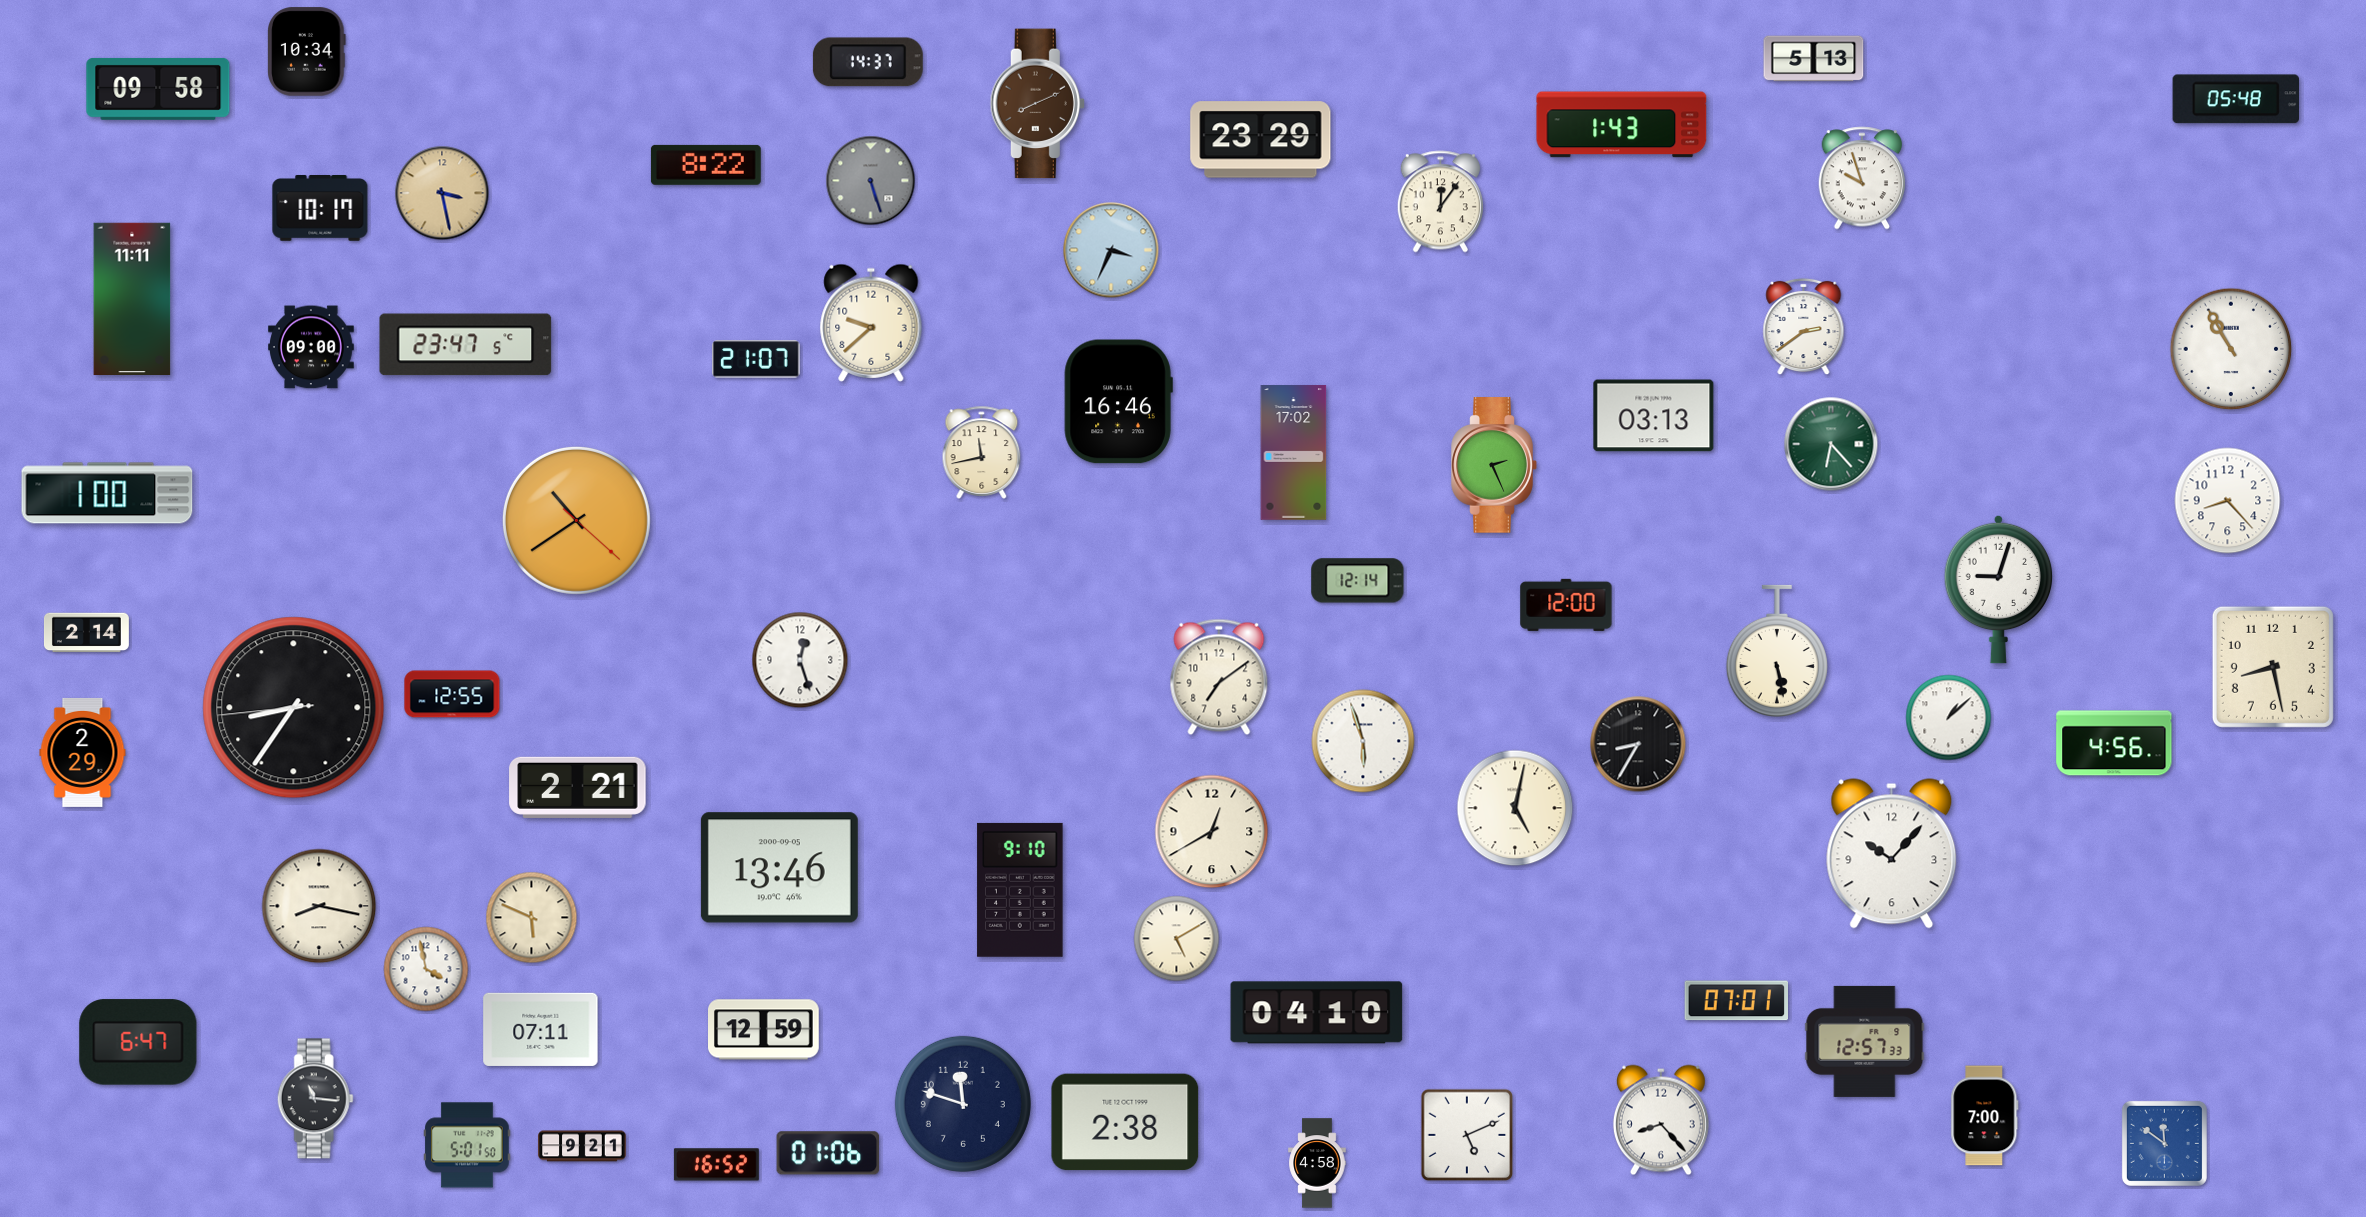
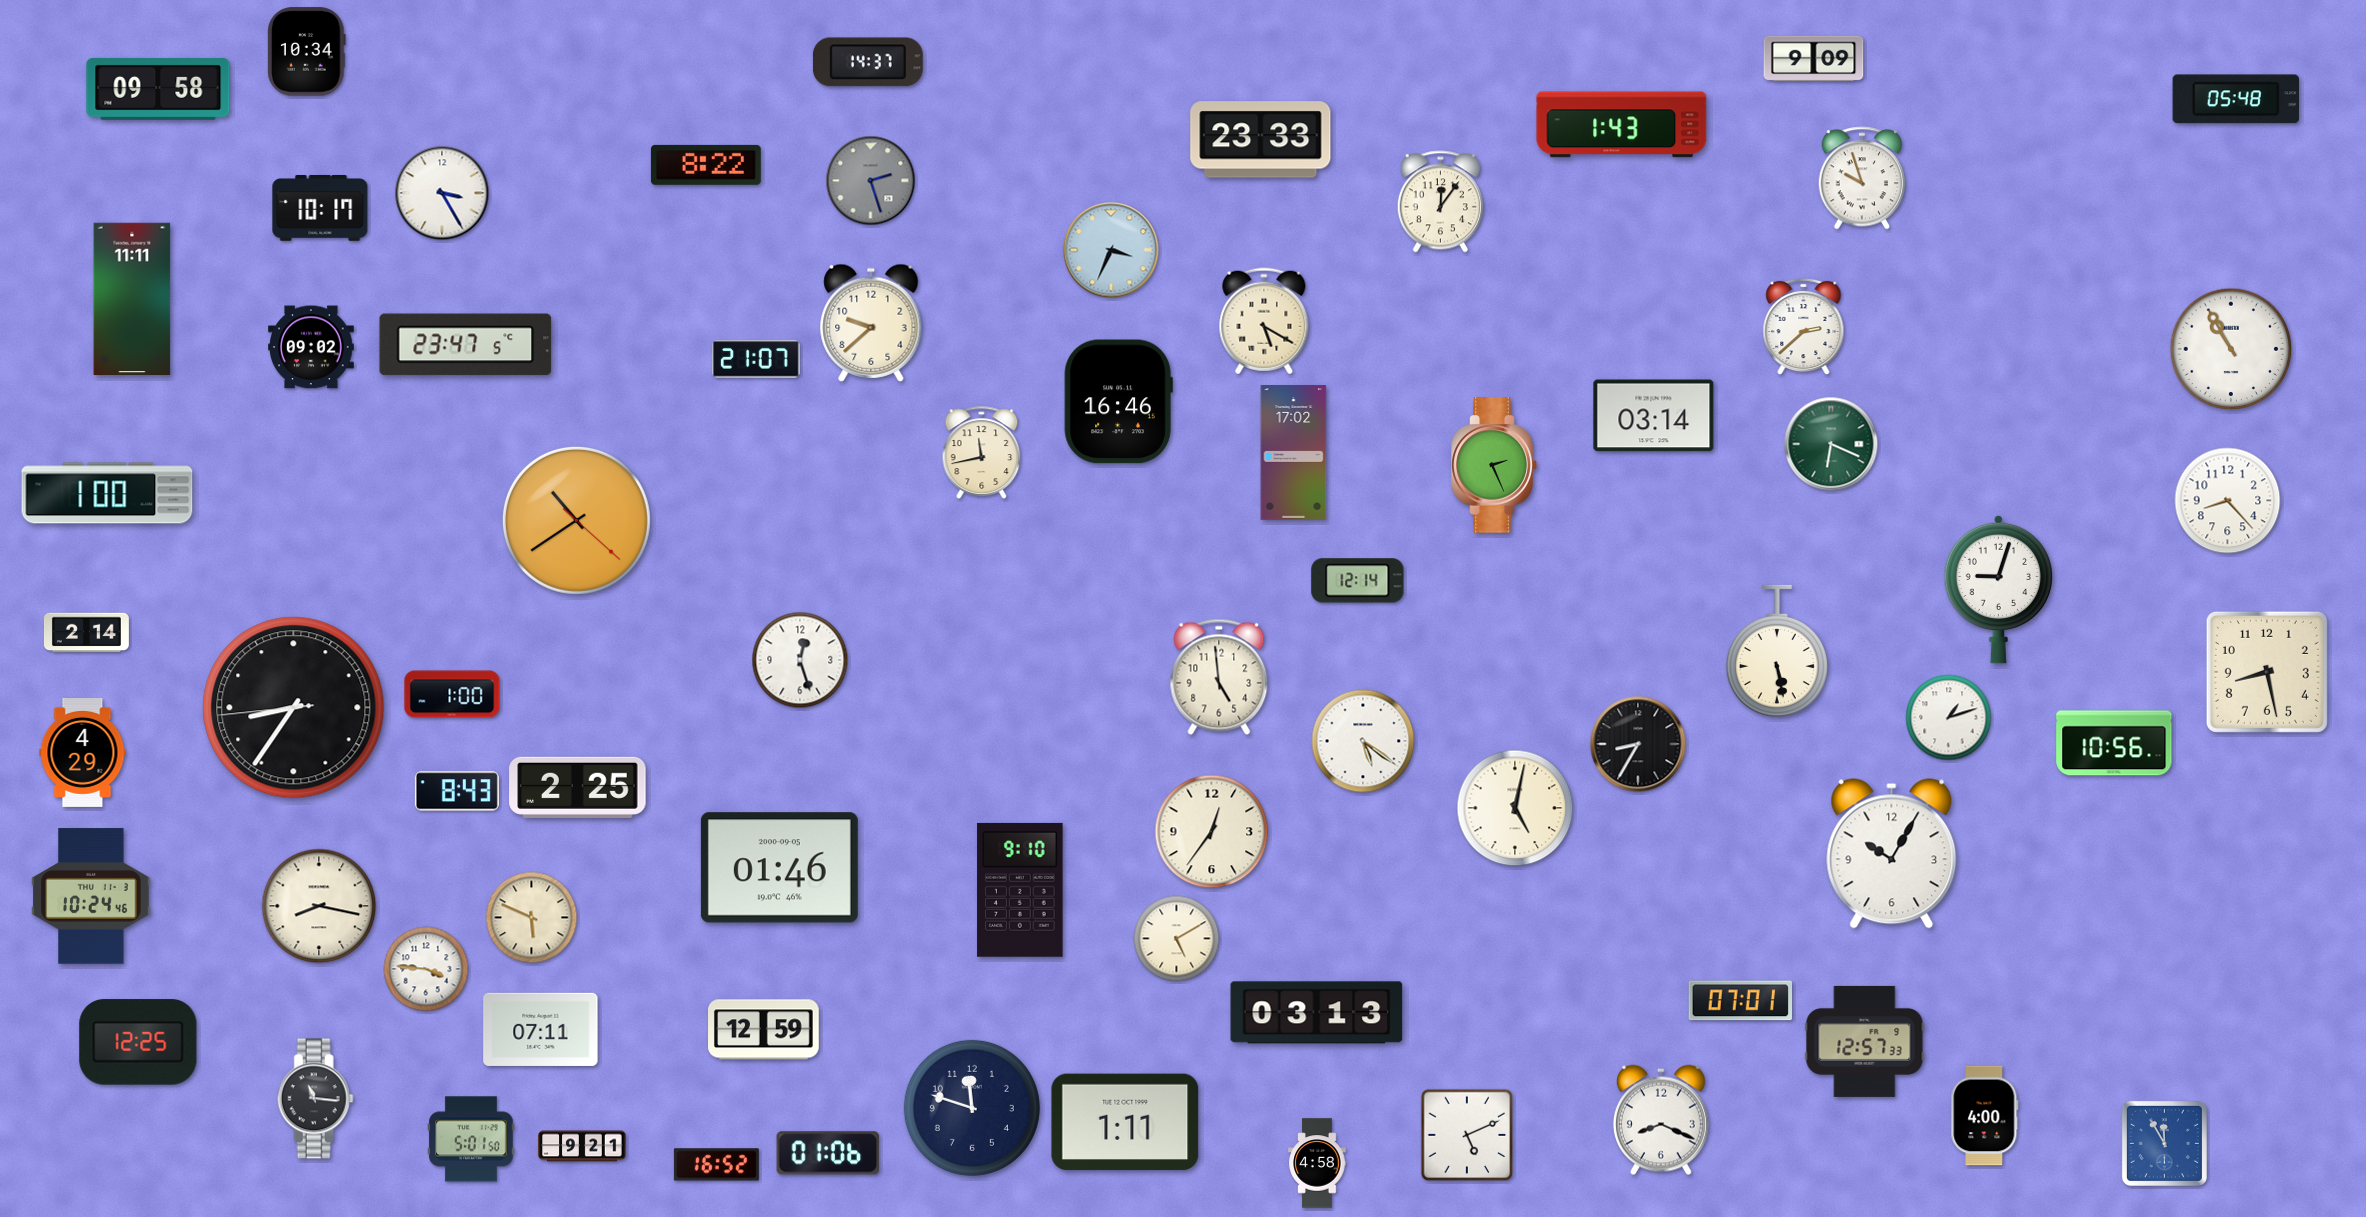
clock at (1814, 59): 5:13 -> 9:09
clock at (1037, 104): 8:11 -> none
clock at (1261, 140): 23:29 -> 23:33
clock at (871, 181): 5:27 -> 2:27
clock at (442, 193): 3:28 -> 3:25
clock at (442, 193) dial: champagne -> white
clock at (1264, 321): none -> 5:20
clock at (1804, 327): 2:39 -> 2:38
clock at (312, 347): 09:00 -> 09:02
clock at (1654, 416): 03:13 -> 03:14
clock at (1831, 444): 6:23 -> 6:19
clock at (1566, 605): 12:00 -> none
clock at (2273, 667) position: (2273, 667) -> (2267, 672)
clock at (1219, 677): 7:09 -> 4:59
clock at (452, 694): 12:55 -> 1:00
clock at (1949, 718): 1:08 -> 1:12
clock at (1363, 741): 5:57 -> 5:21
clock at (2114, 743): 4:56 -> 10:56
clock at (83, 752): 2:29 -> 4:29
clock at (578, 787): 2:21 -> 2:25
clock at (457, 791): none -> 8:43
clock at (1212, 832): 12:40 -> 12:36
clock at (1892, 854): 10:07 -> 10:05
clock at (779, 868): 13:46 -> 01:46
clock at (91, 896): none -> 10:24
clock at (426, 969): 3:58 -> 3:46
clock at (1737, 1001) position: (1737, 1001) -> (1741, 1001)
clock at (1317, 1013): 04:10 -> 03:13
clock at (138, 1042): 6:47 -> 12:25
clock at (963, 1104) position: (963, 1104) -> (972, 1108)
clock at (1985, 1116): 7:00 -> 4:00
clock at (1661, 1120): 8:23 -> 8:19
clock at (1125, 1122): 2:38 -> 1:11
clock at (2164, 1143): 11:51 -> 11:55
clock at (467, 1145) position: (467, 1145) -> (471, 1139)
